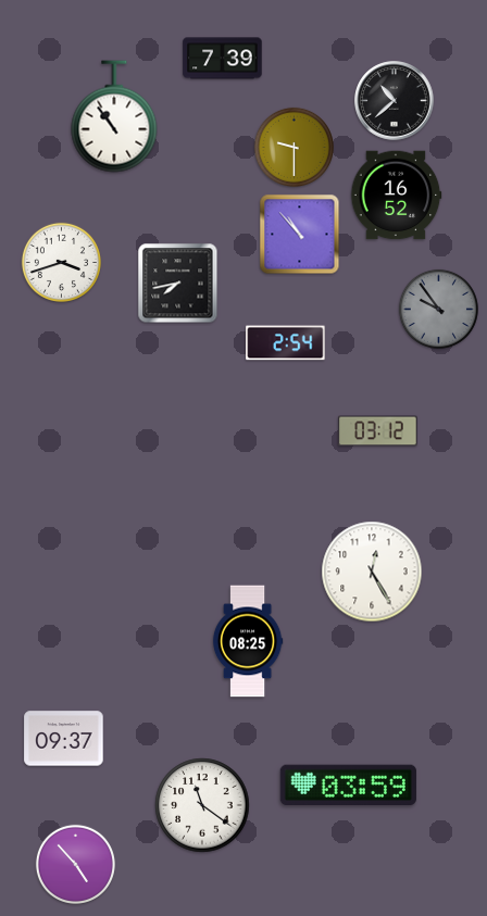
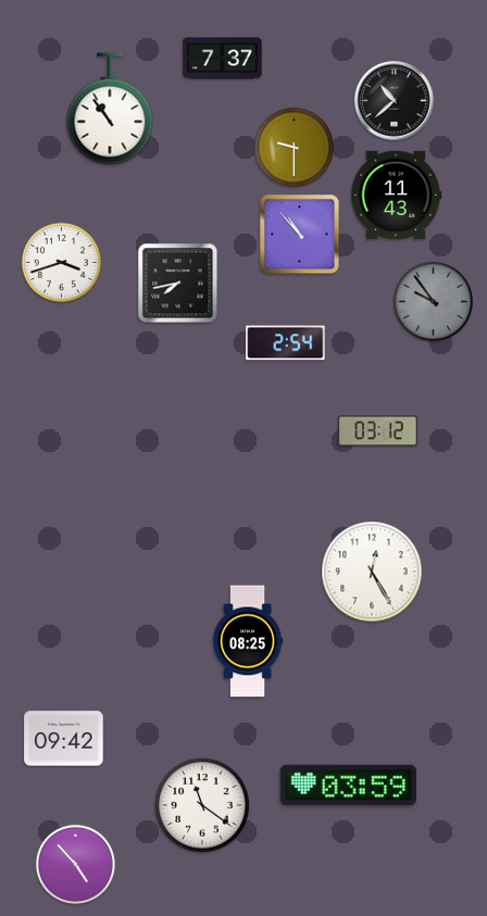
clock at (223, 59): 7:39 -> 7:37
clock at (114, 116) position: (114, 116) -> (110, 109)
clock at (396, 196): 16:52 -> 11:43
clock at (438, 309) position: (438, 309) -> (433, 301)
clock at (64, 739): 09:37 -> 09:42
